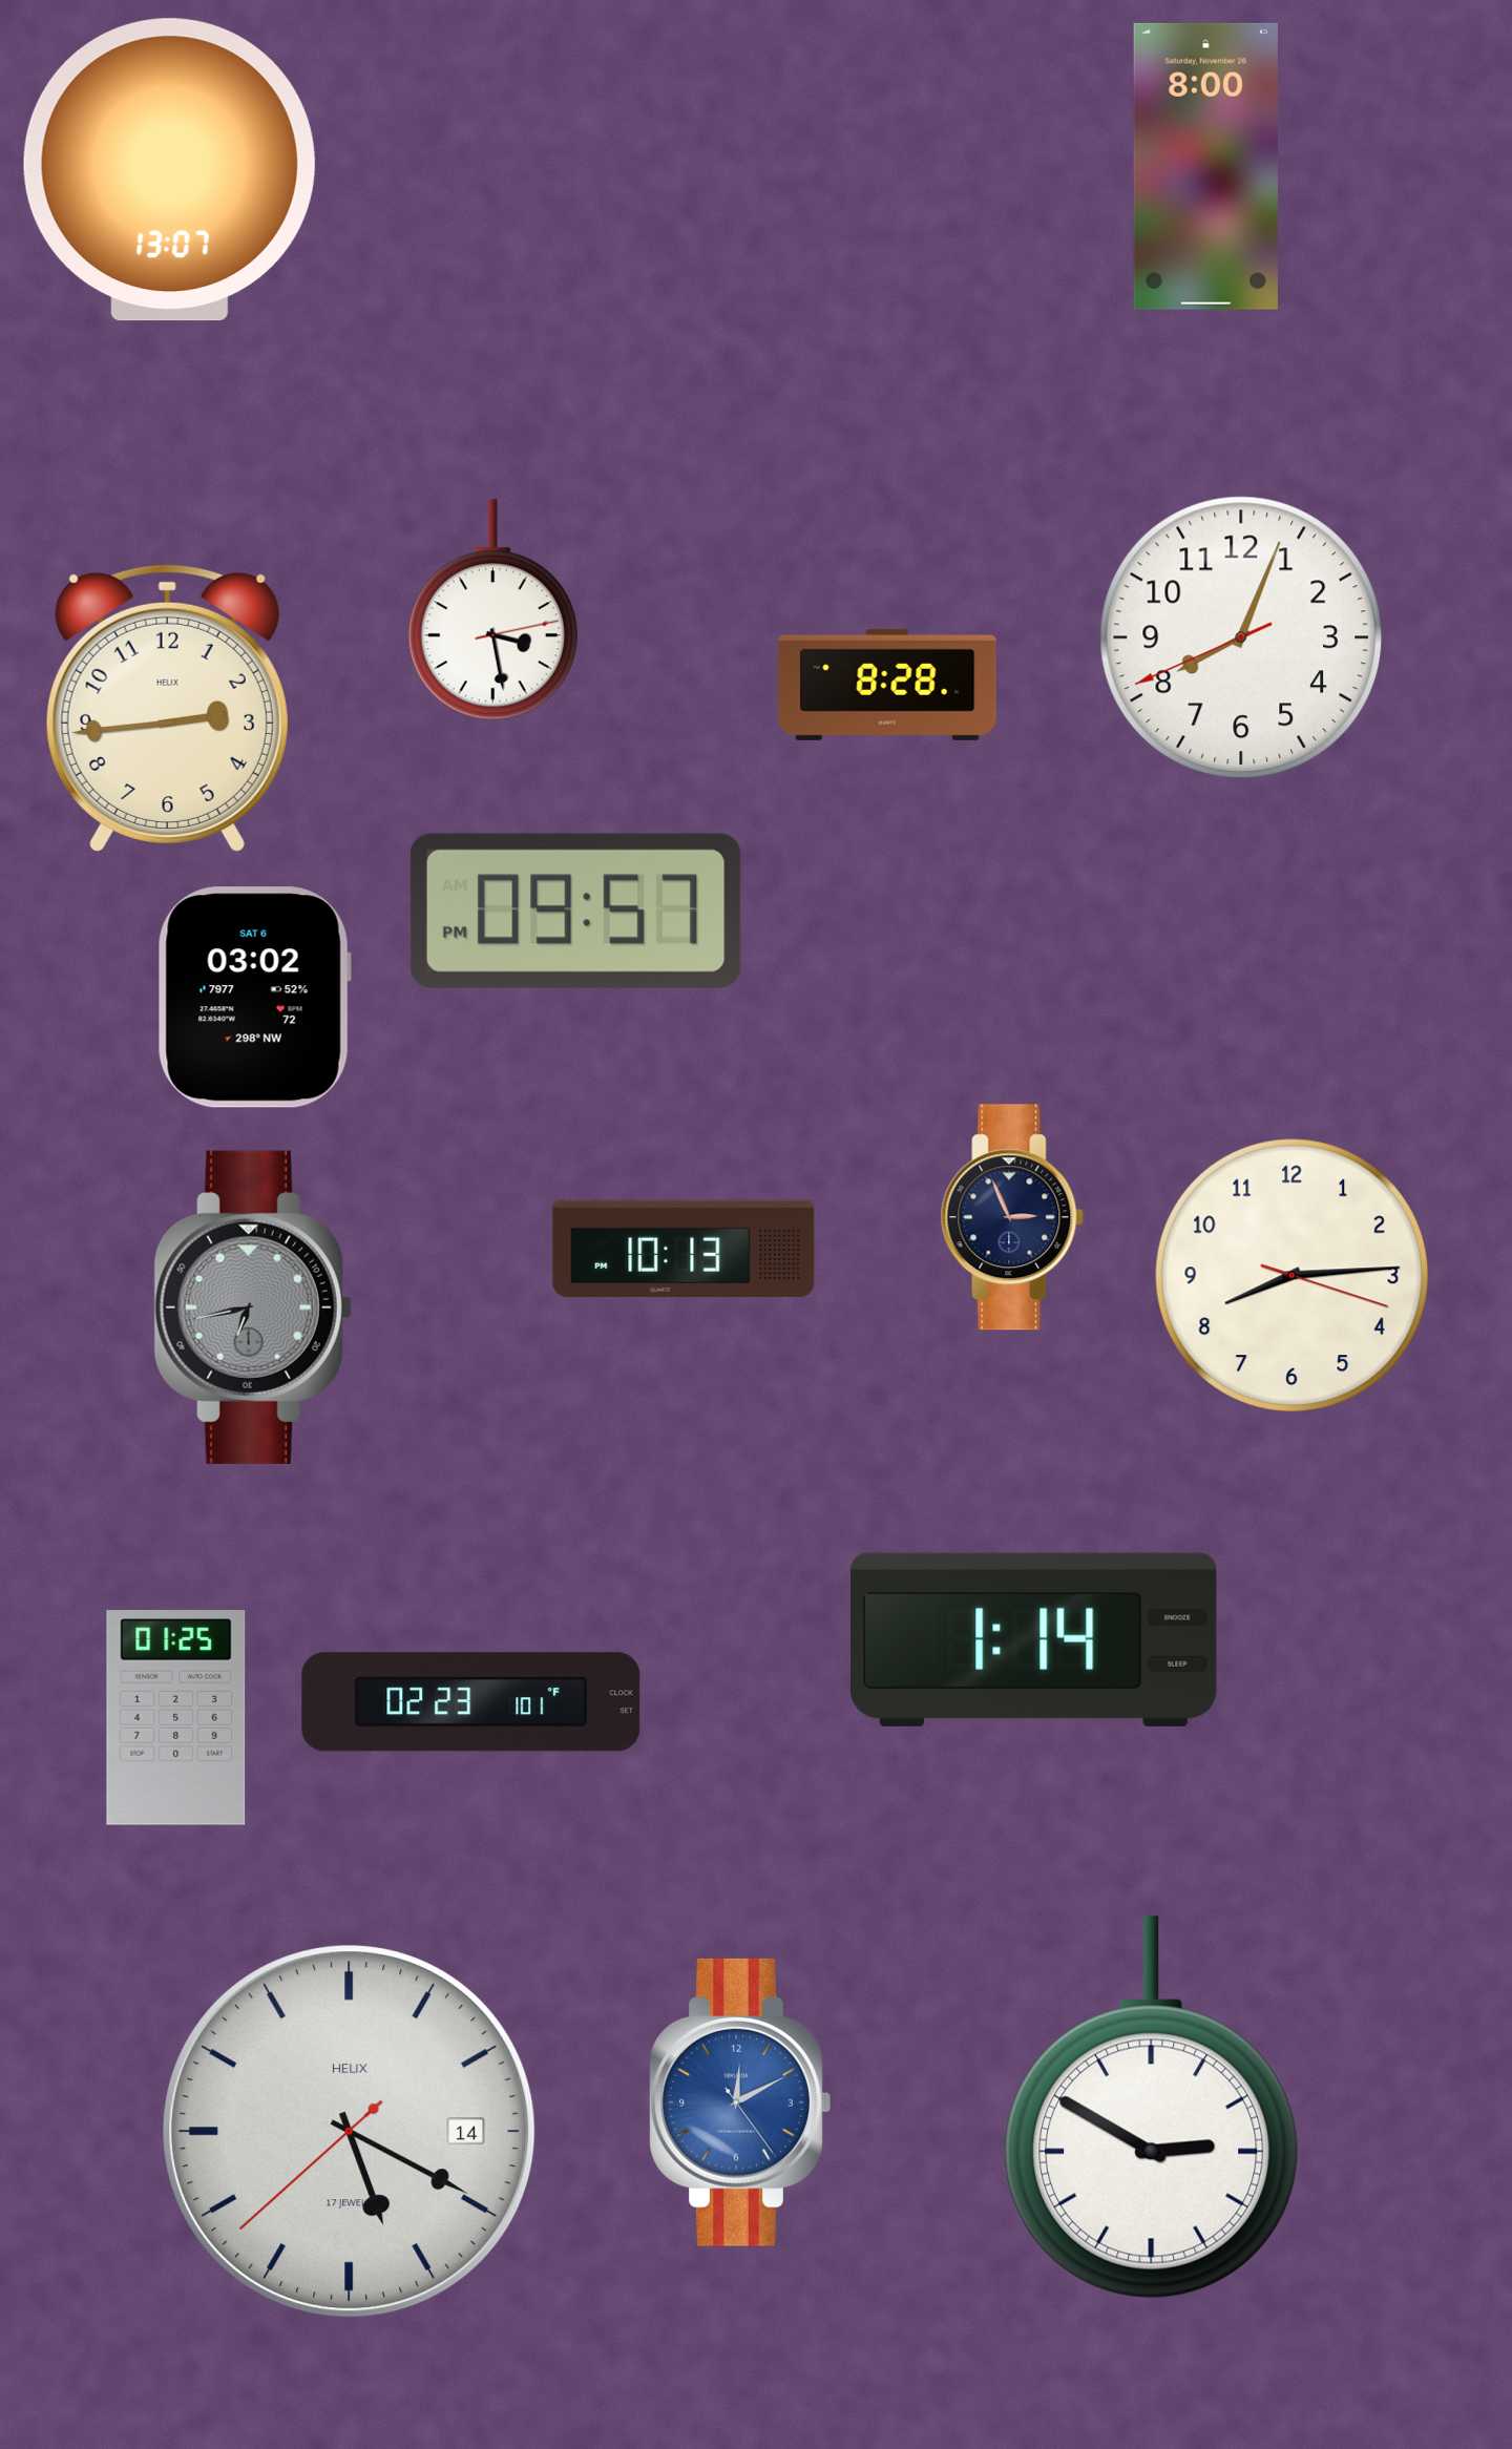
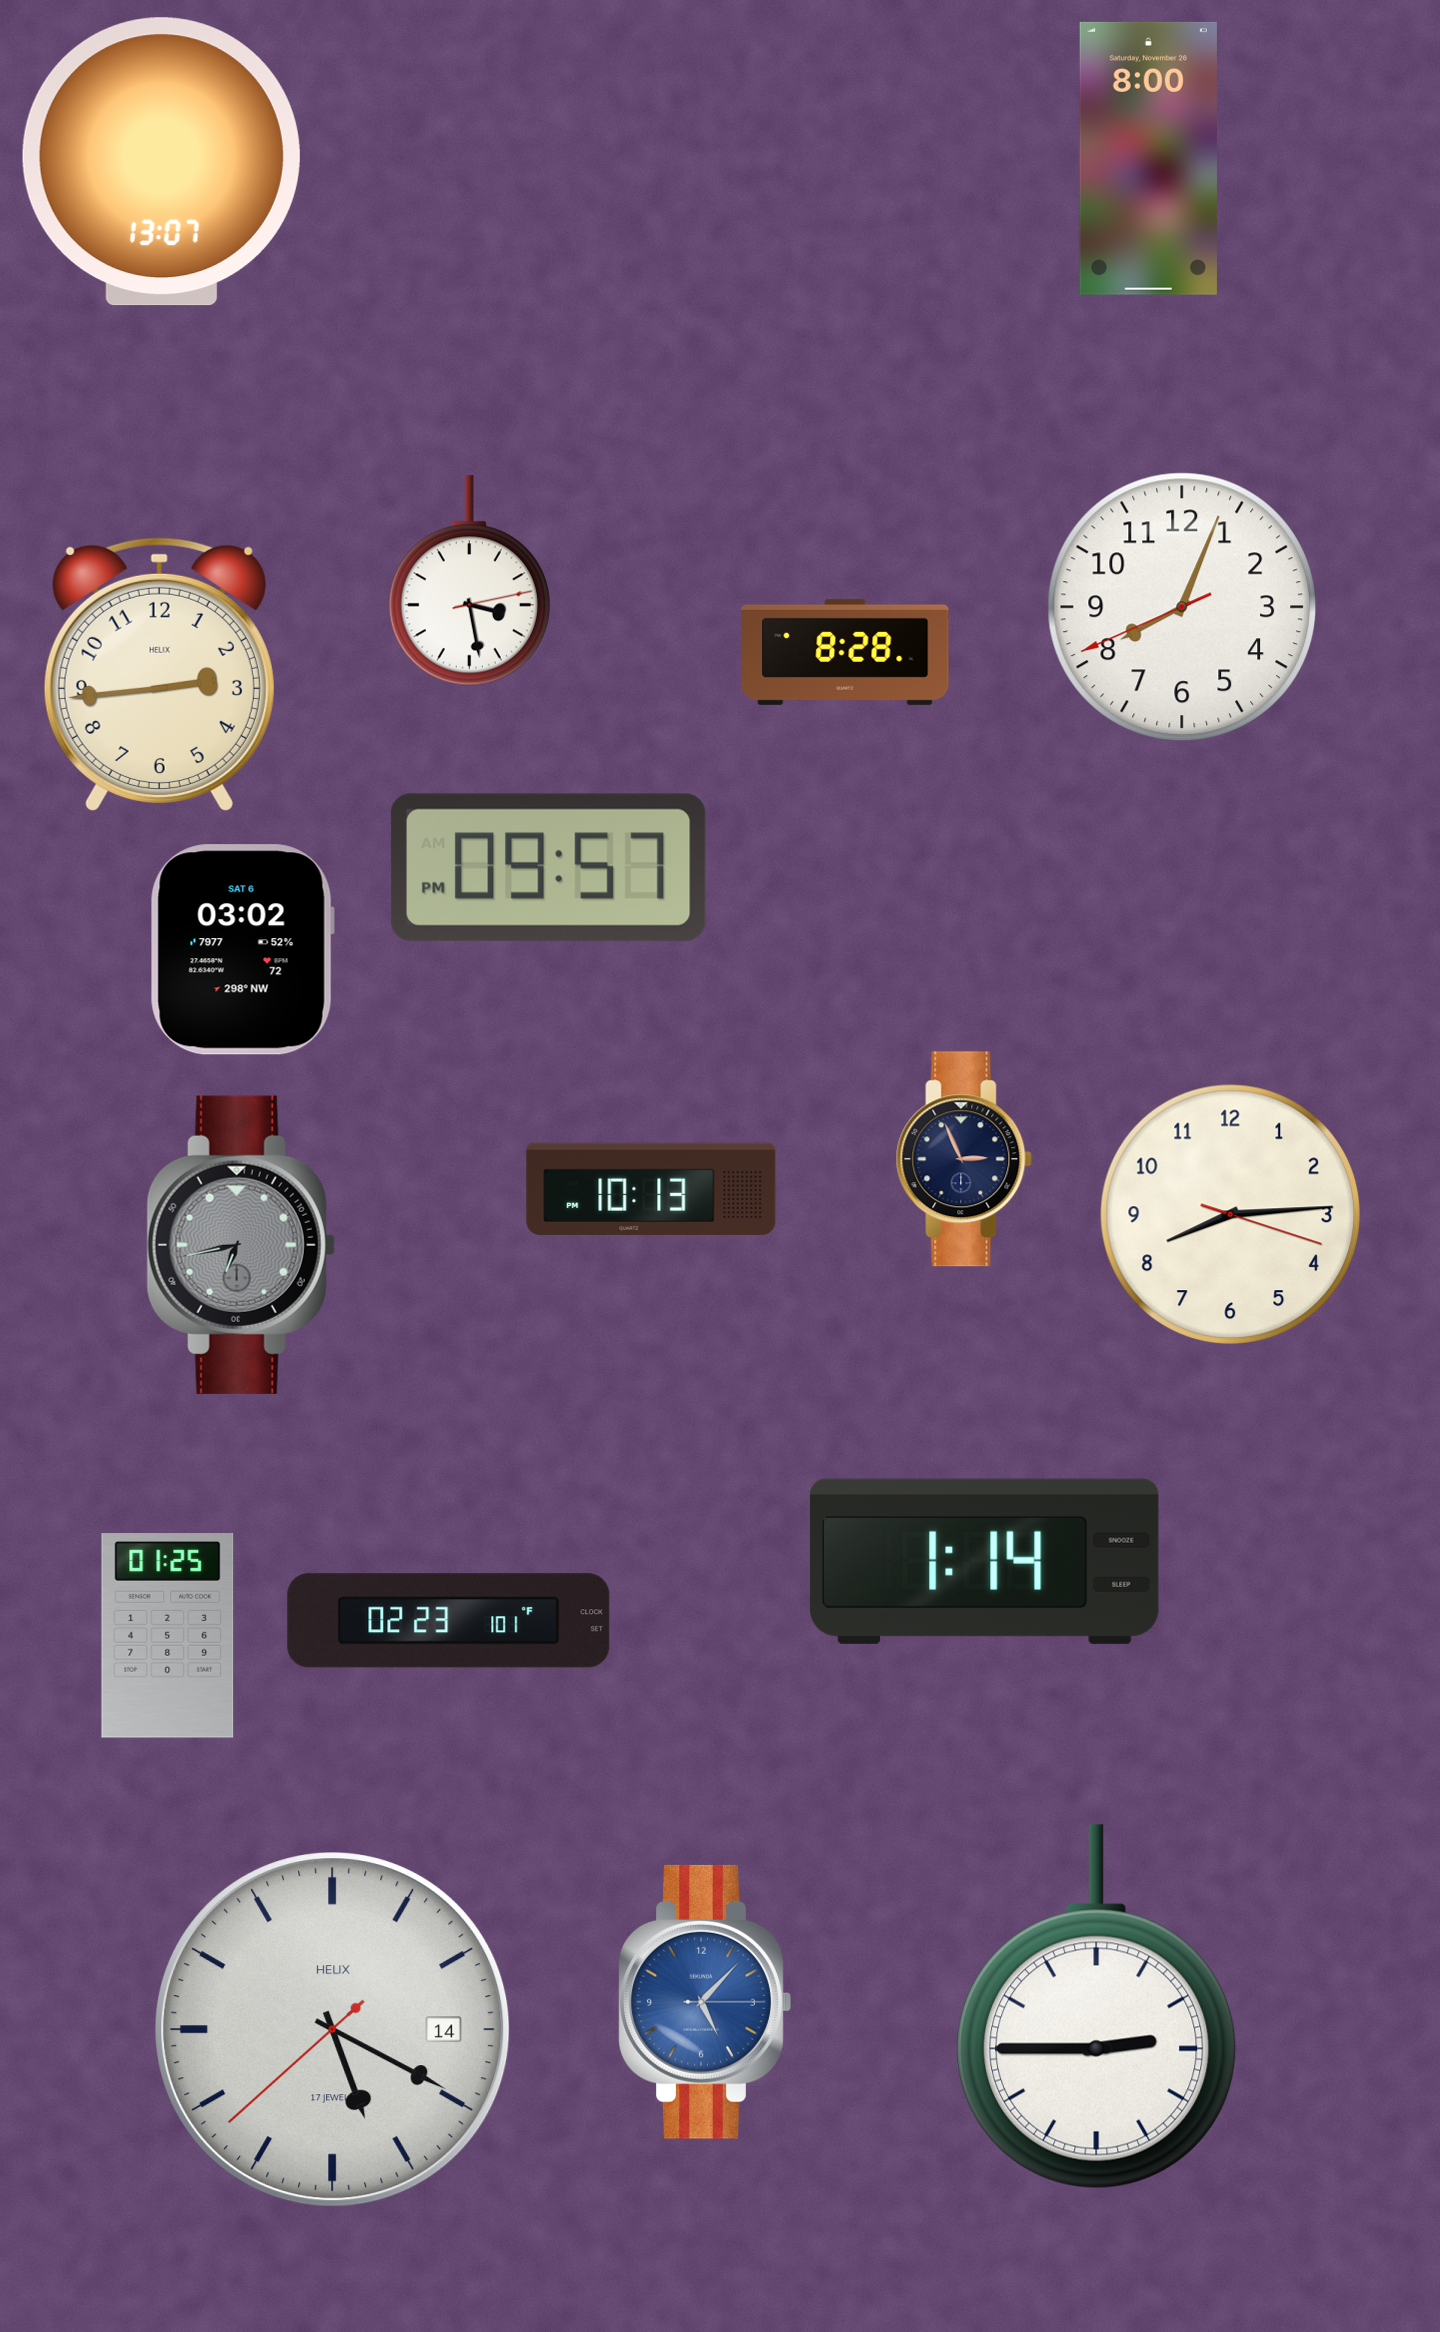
clock at (740, 2102): 12:10 -> 5:07
clock at (1152, 2108): 2:50 -> 2:45
